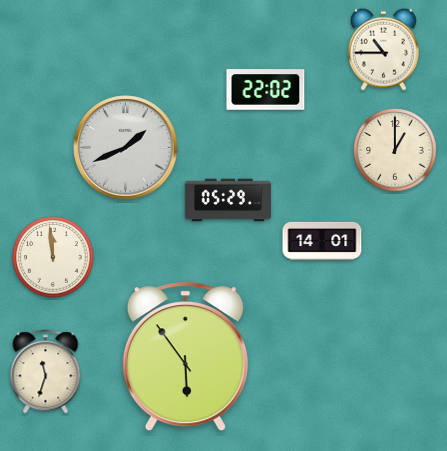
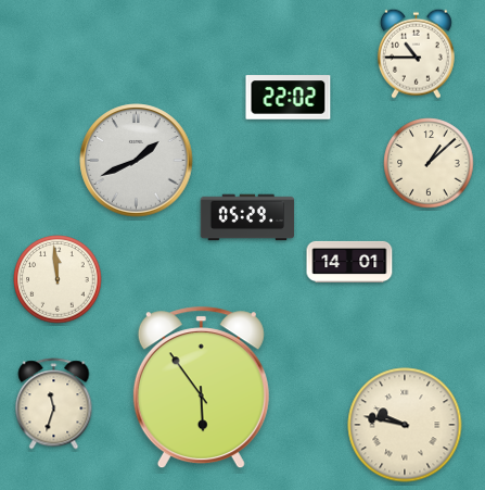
clock at (395, 150): 1:00 -> 1:08
clock at (46, 372) position: (46, 372) -> (54, 404)
clock at (405, 425): none -> 9:47
